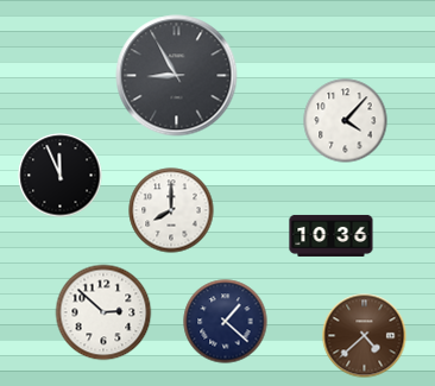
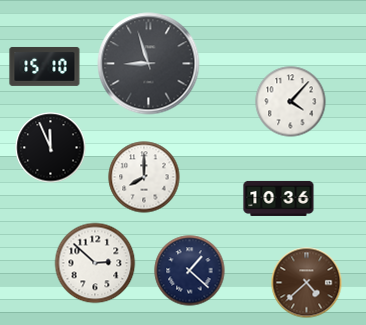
clock at (177, 76): 8:55 -> 8:57
clock at (45, 66): none -> 15:10
clock at (103, 312) position: (103, 312) -> (95, 263)
